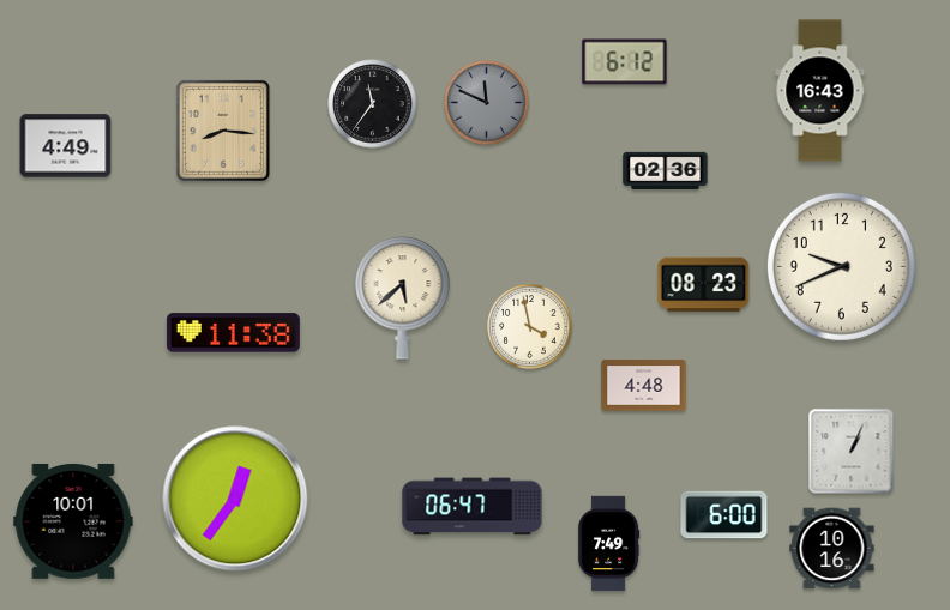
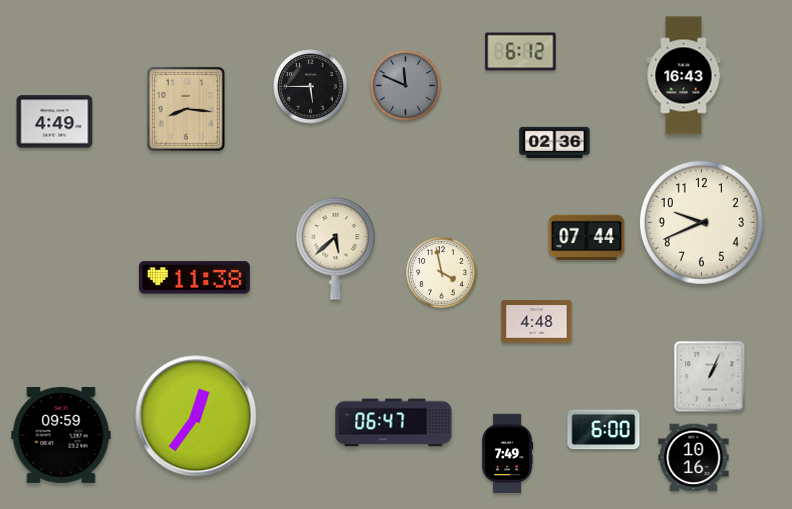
clock at (373, 104): 11:36 -> 5:45
clock at (704, 285): 08:23 -> 07:44
clock at (73, 521): 10:01 -> 09:59
